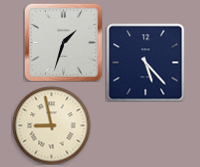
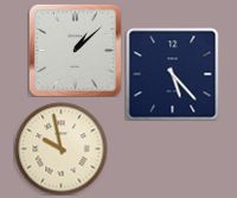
clock at (63, 42): 1:33 -> 1:08
clock at (51, 125): 8:58 -> 9:58
